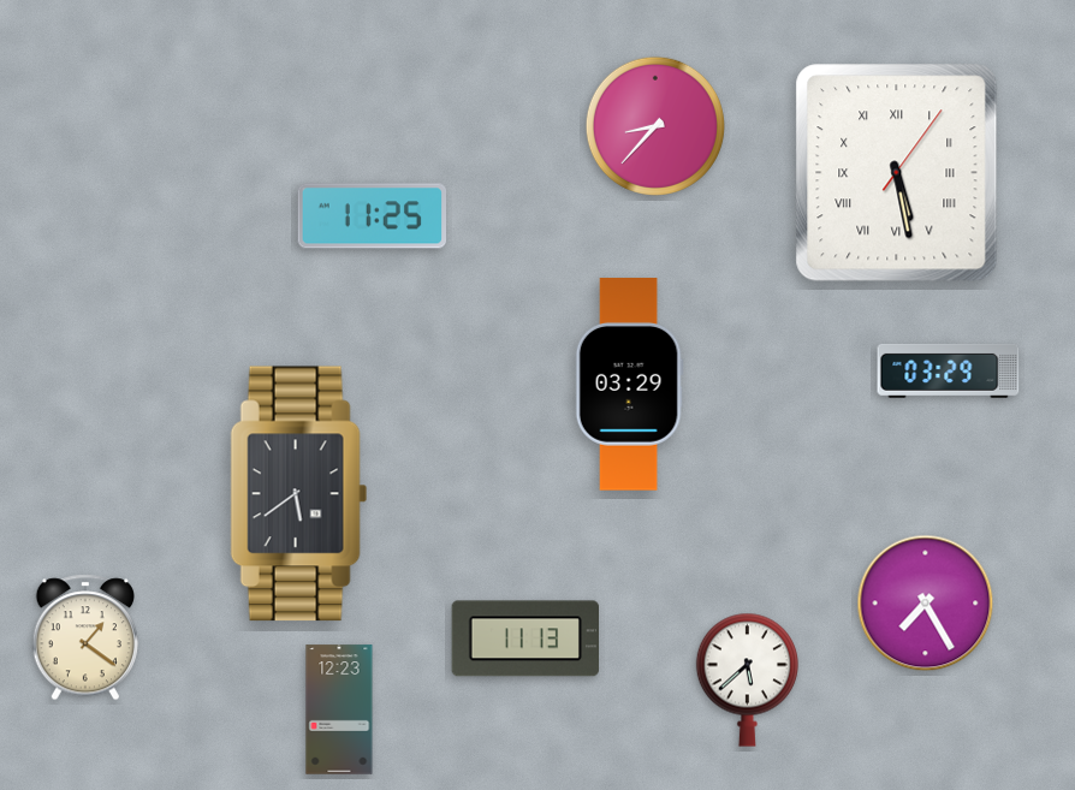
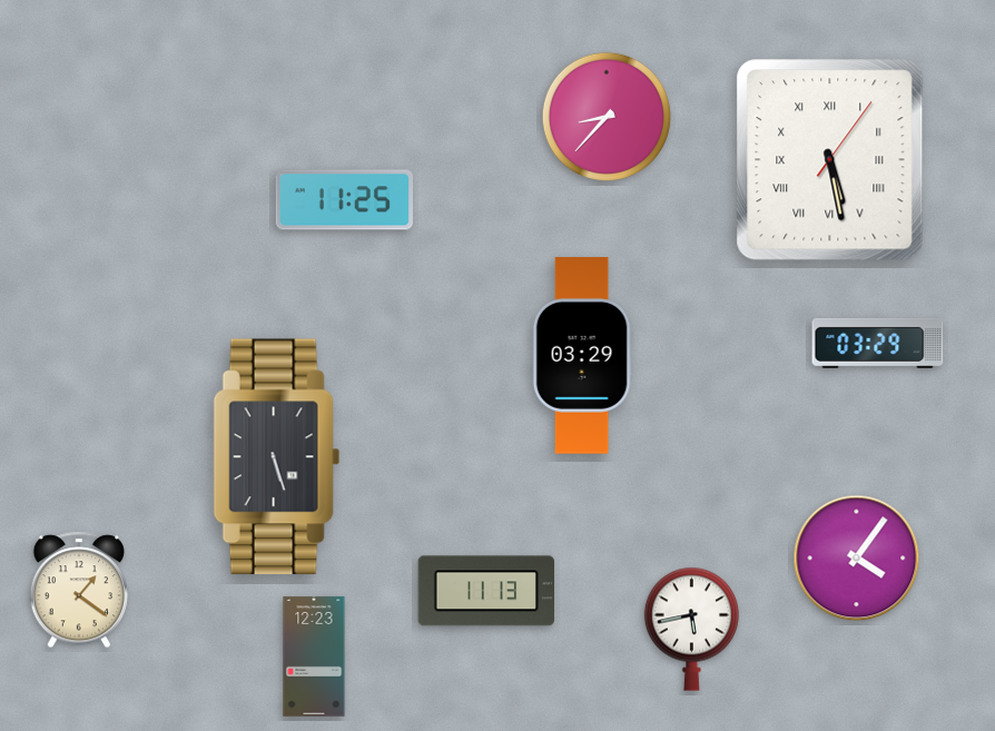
clock at (299, 494): 5:39 -> 5:27
clock at (926, 604): 7:25 -> 4:06
clock at (747, 679): 5:38 -> 5:43
